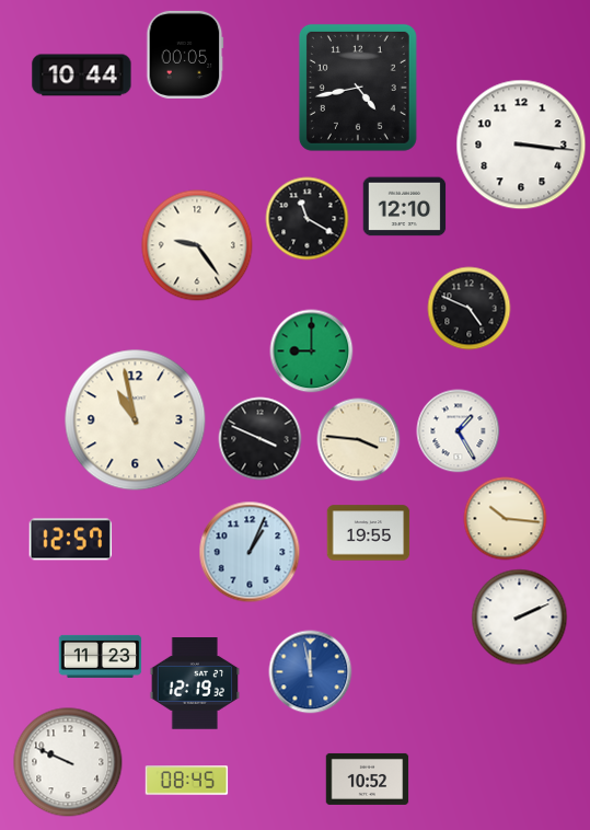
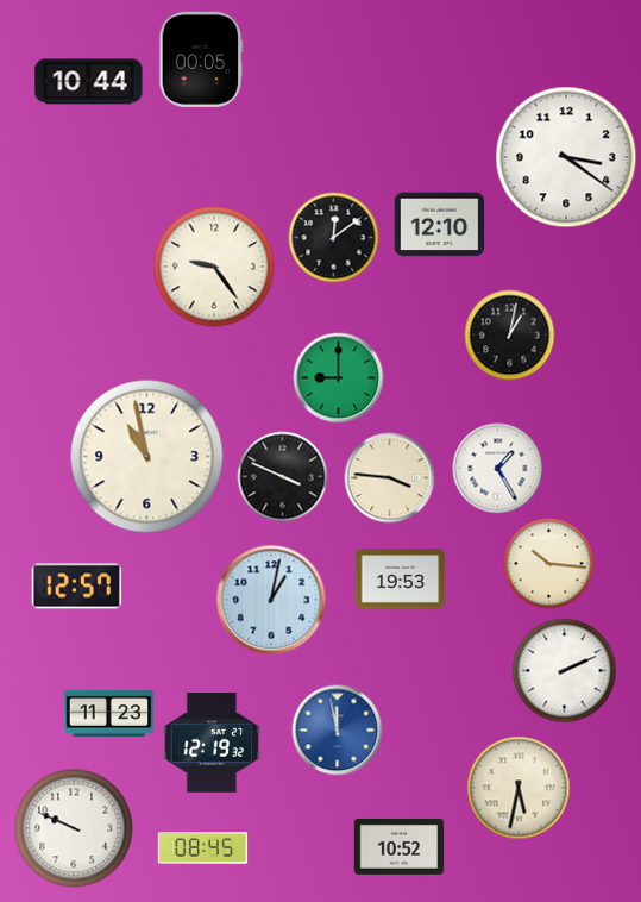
clock at (358, 88): 4:43 -> none
clock at (521, 145): 3:16 -> 3:21
clock at (308, 219): 11:20 -> 12:09
clock at (470, 309): 4:49 -> 1:02
clock at (312, 351) position: (312, 351) -> (339, 378)
clock at (369, 533): 19:55 -> 19:53
clock at (250, 552): 1:04 -> 1:02
clock at (519, 788): none -> 5:32
